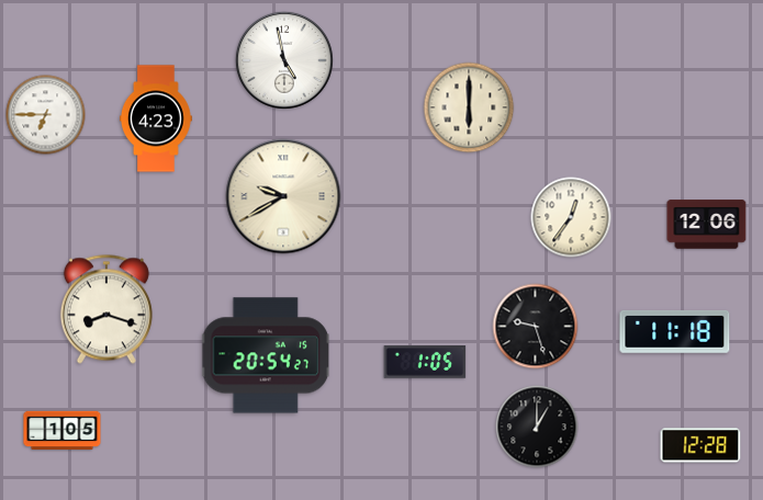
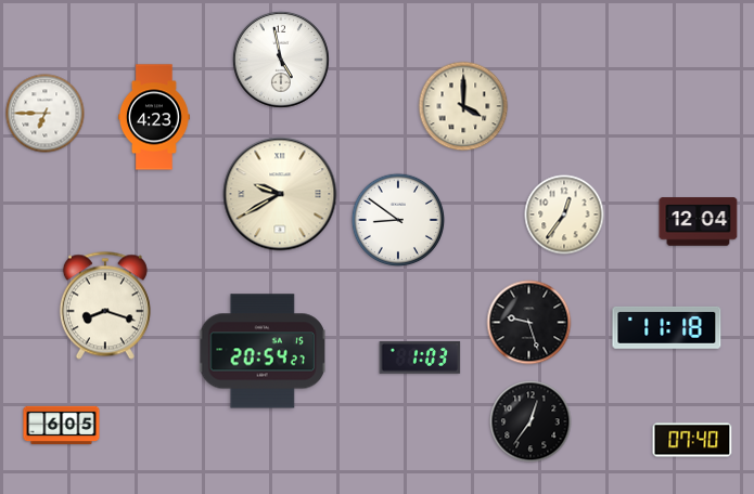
clock at (469, 107): 6:00 -> 4:00
clock at (398, 220): none -> 8:51
clock at (707, 225): 12:06 -> 12:04
clock at (425, 363): 1:05 -> 1:03
clock at (537, 427): 1:00 -> 12:36
clock at (63, 431): 1:05 -> 6:05
clock at (700, 445): 12:28 -> 07:40
